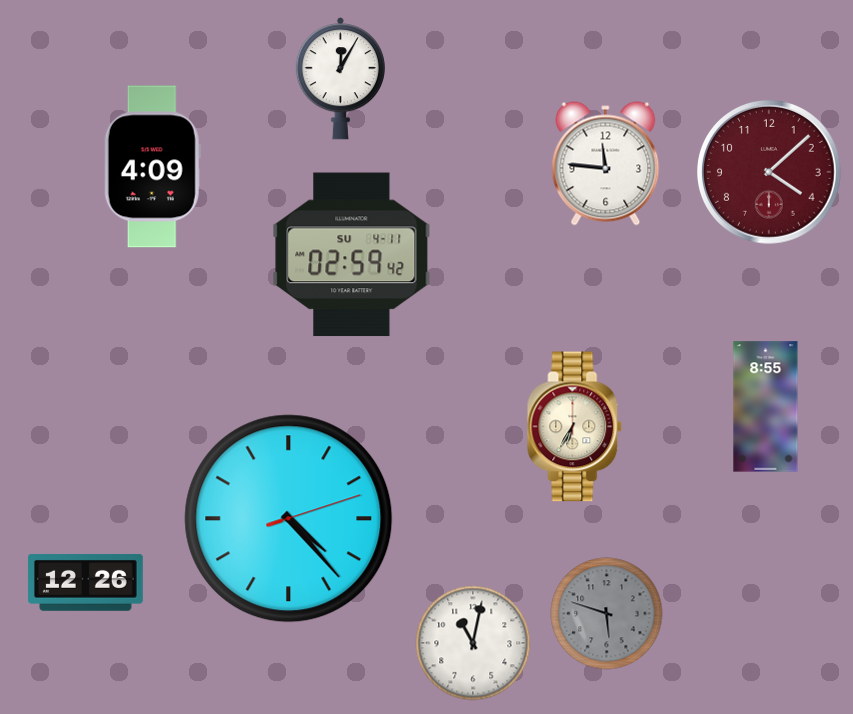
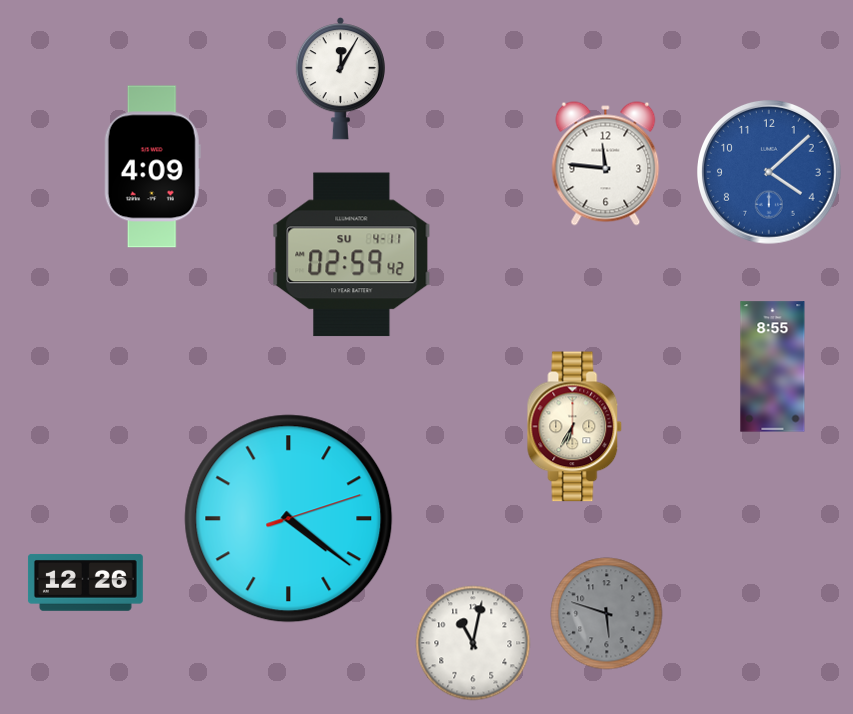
clock at (770, 173) dial: burgundy -> blue
clock at (766, 407) position: (766, 407) -> (773, 367)
clock at (289, 519): 4:23 -> 4:21
